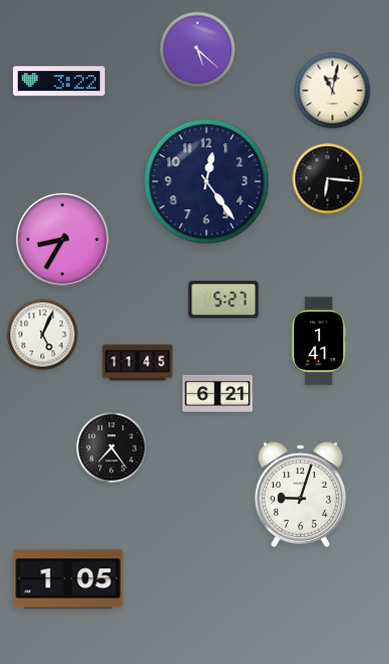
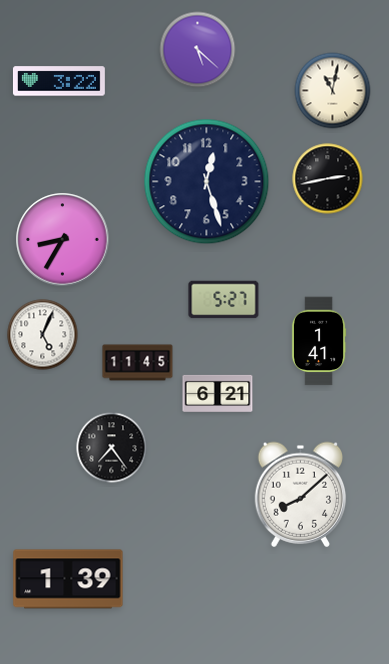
clock at (328, 179): 6:16 -> 2:43
clock at (207, 182): 12:24 -> 12:27
clock at (301, 494): 9:03 -> 8:08
clock at (68, 579): 1:05 -> 1:39
